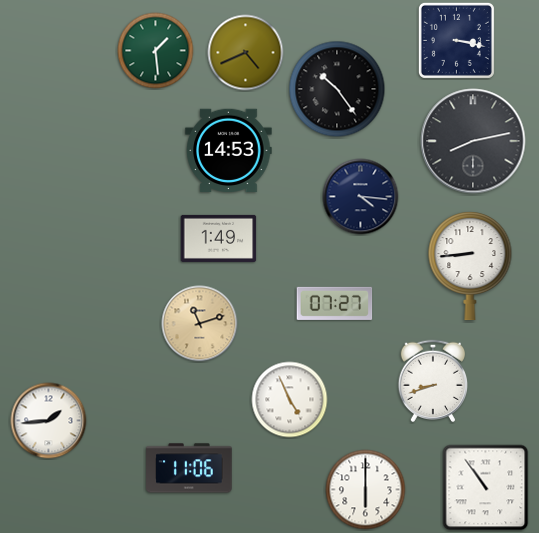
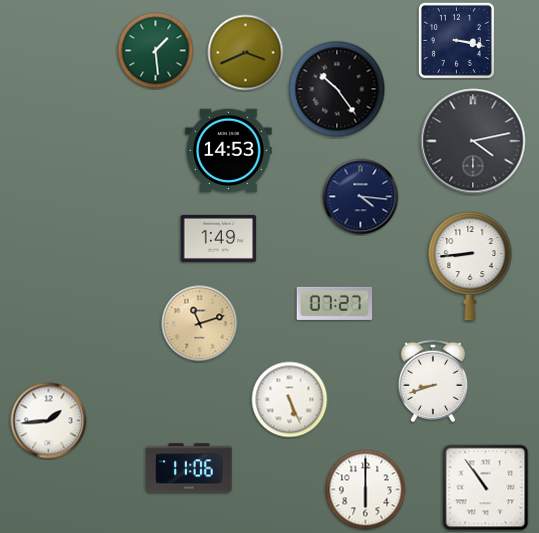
clock at (246, 53): 4:41 -> 3:41
clock at (473, 141): 8:13 -> 4:13
clock at (290, 400): 4:56 -> 5:26
